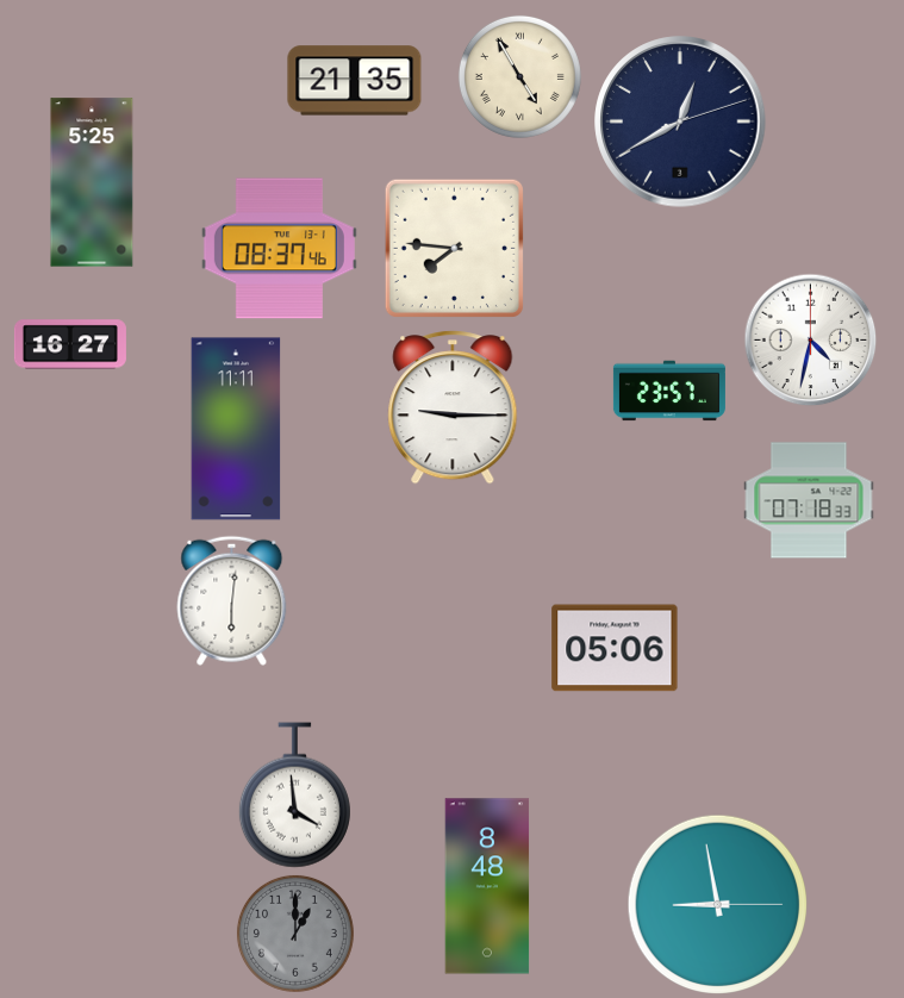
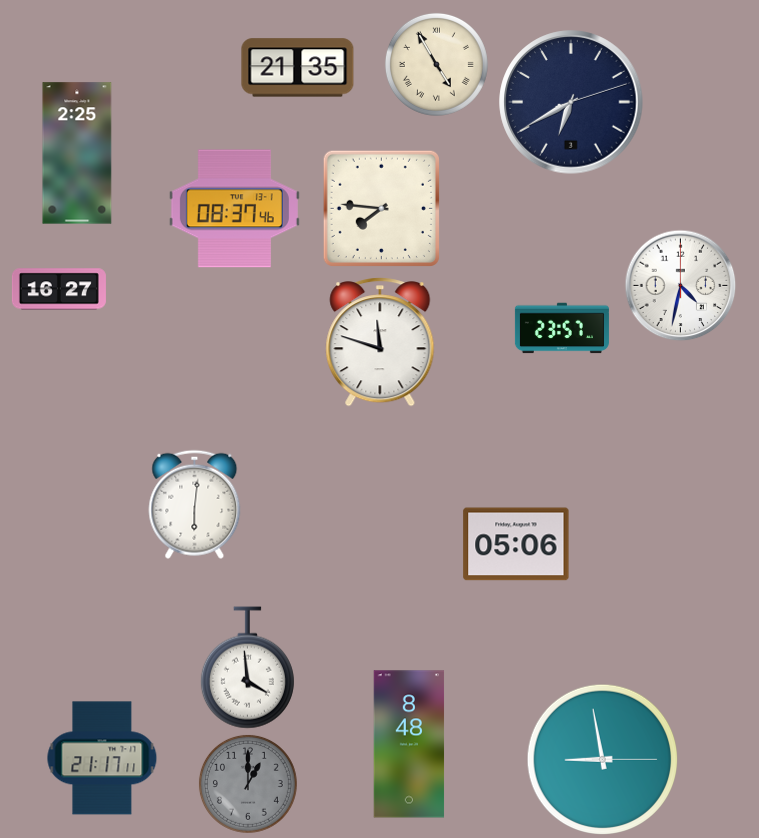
clock at (680, 121): 12:40 -> 6:40
clock at (92, 182): 5:25 -> 2:25
clock at (453, 407): 9:15 -> 11:48
clock at (236, 429): 11:11 -> none
clock at (809, 500): 07:18 -> none
clock at (102, 758): none -> 21:17
